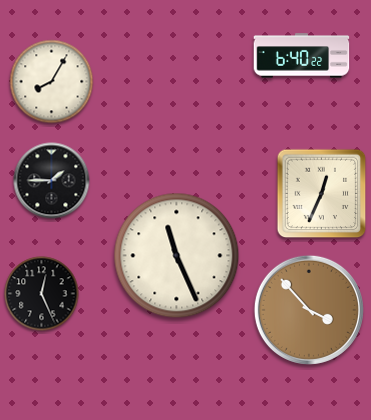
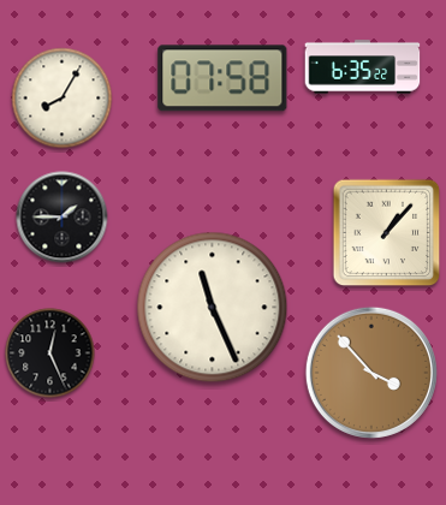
clock at (302, 56): 6:40 -> 6:35
clock at (222, 78): none -> 07:58
clock at (322, 194): 12:34 -> 1:07
